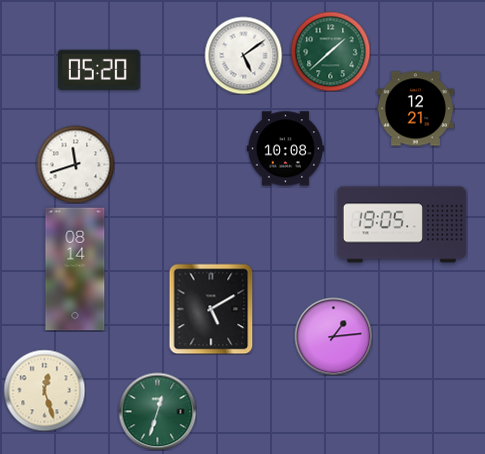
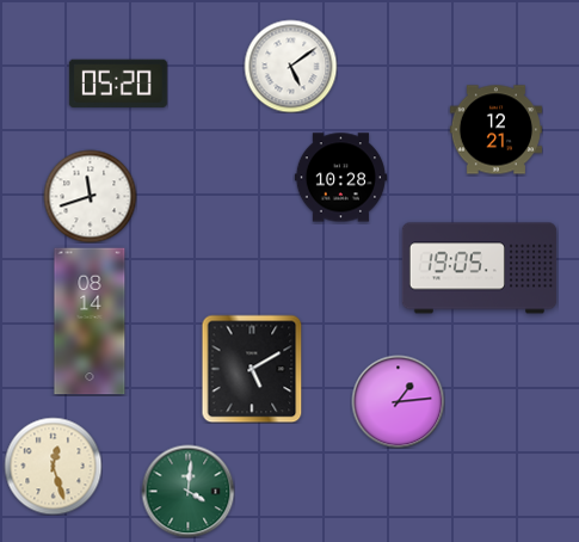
clock at (330, 51): 1:38 -> none
clock at (285, 149): 10:08 -> 10:28
clock at (157, 411): 12:33 -> 4:01
